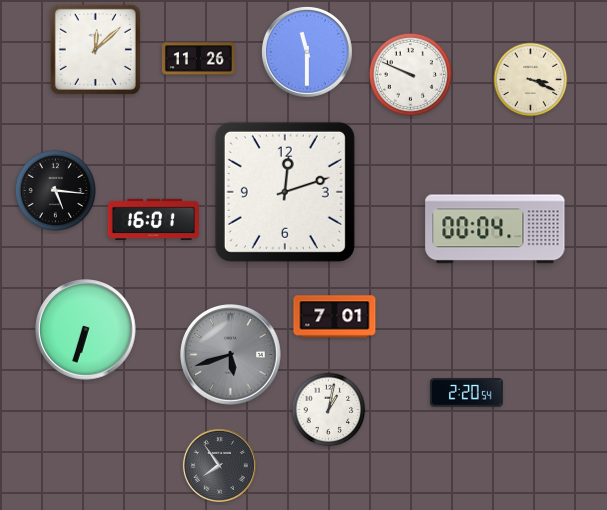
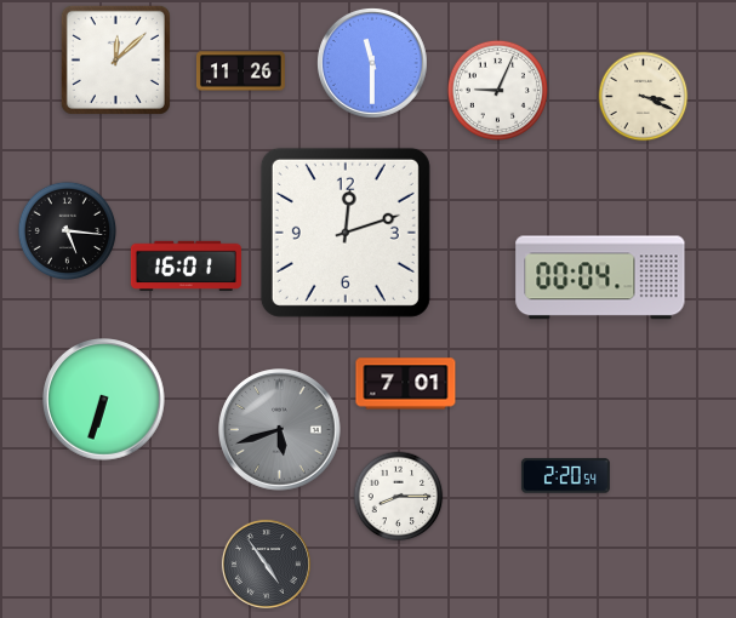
clock at (410, 74): 9:49 -> 9:04
clock at (329, 410): 1:02 -> 8:15
clock at (219, 465): 7:54 -> 4:54
